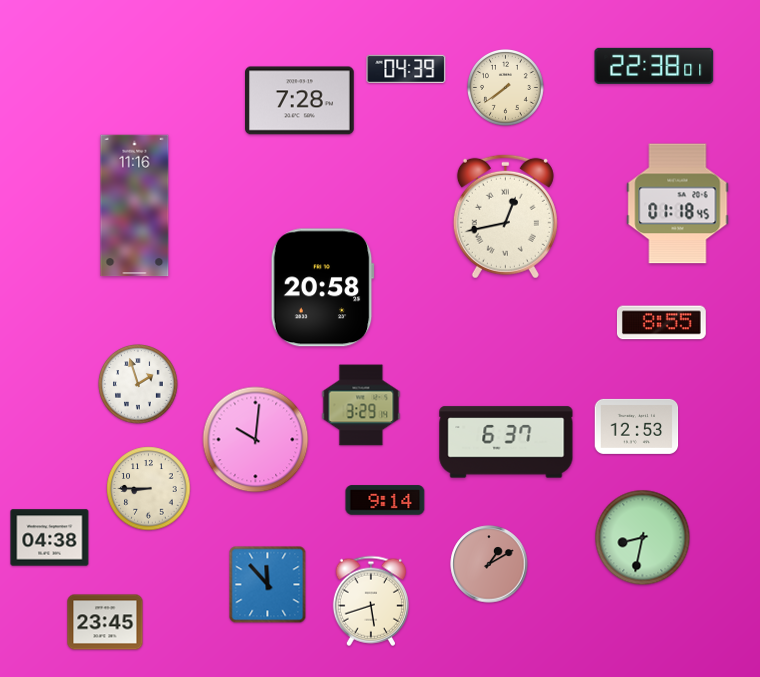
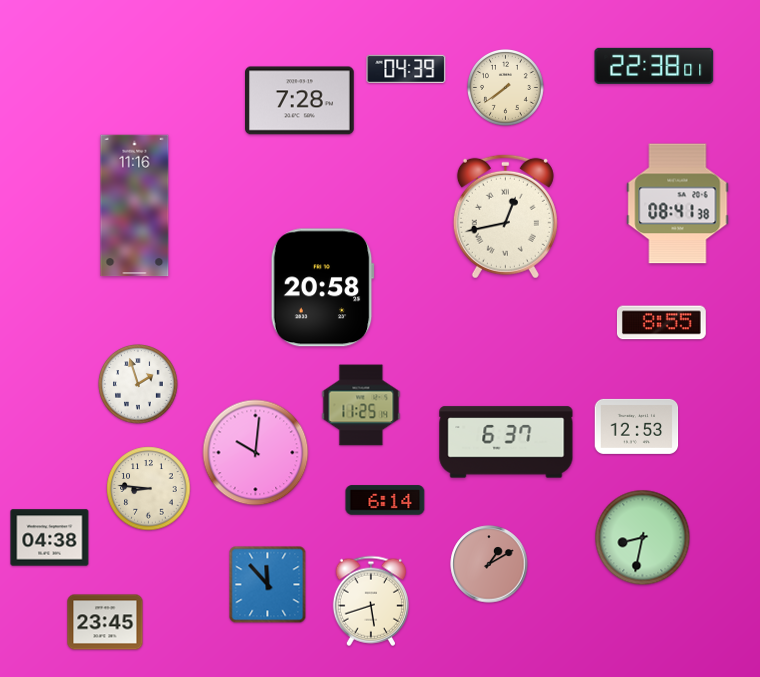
clock at (678, 204): 01:18 -> 08:41
clock at (361, 405): 3:29 -> 11:25
clock at (256, 440) position: (256, 440) -> (256, 453)
clock at (149, 489): 8:45 -> 8:46
clock at (385, 500): 9:14 -> 6:14
